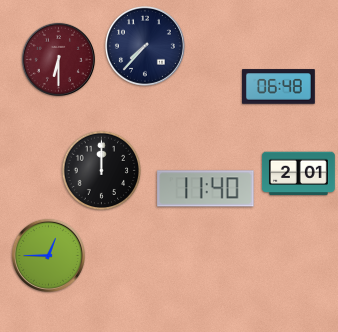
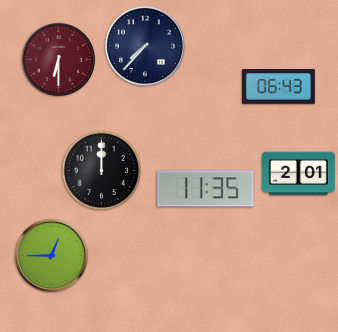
clock at (279, 87): 06:48 -> 06:43
clock at (206, 189): 11:40 -> 11:35
clock at (48, 255) position: (48, 255) -> (51, 255)
